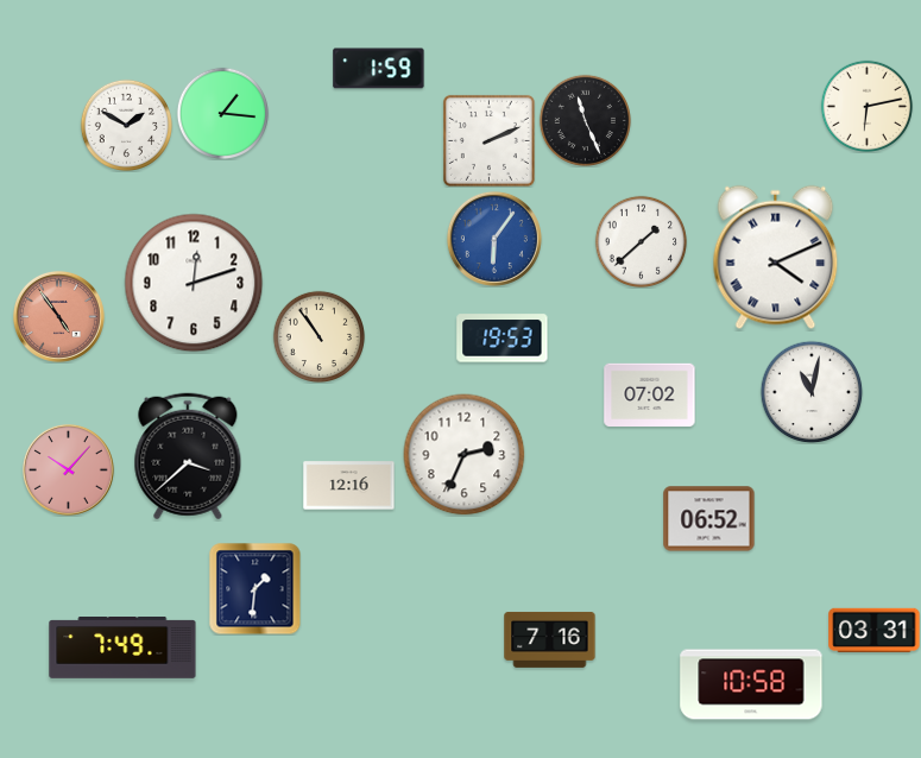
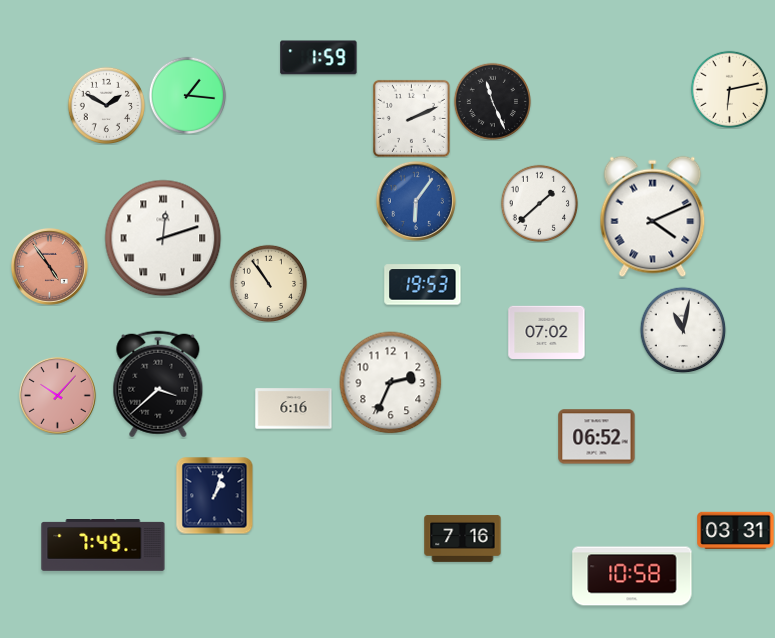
clock at (194, 283) numerals: Arabic -> Roman
clock at (349, 486): 12:16 -> 6:16
clock at (254, 588): 1:31 -> 1:03
